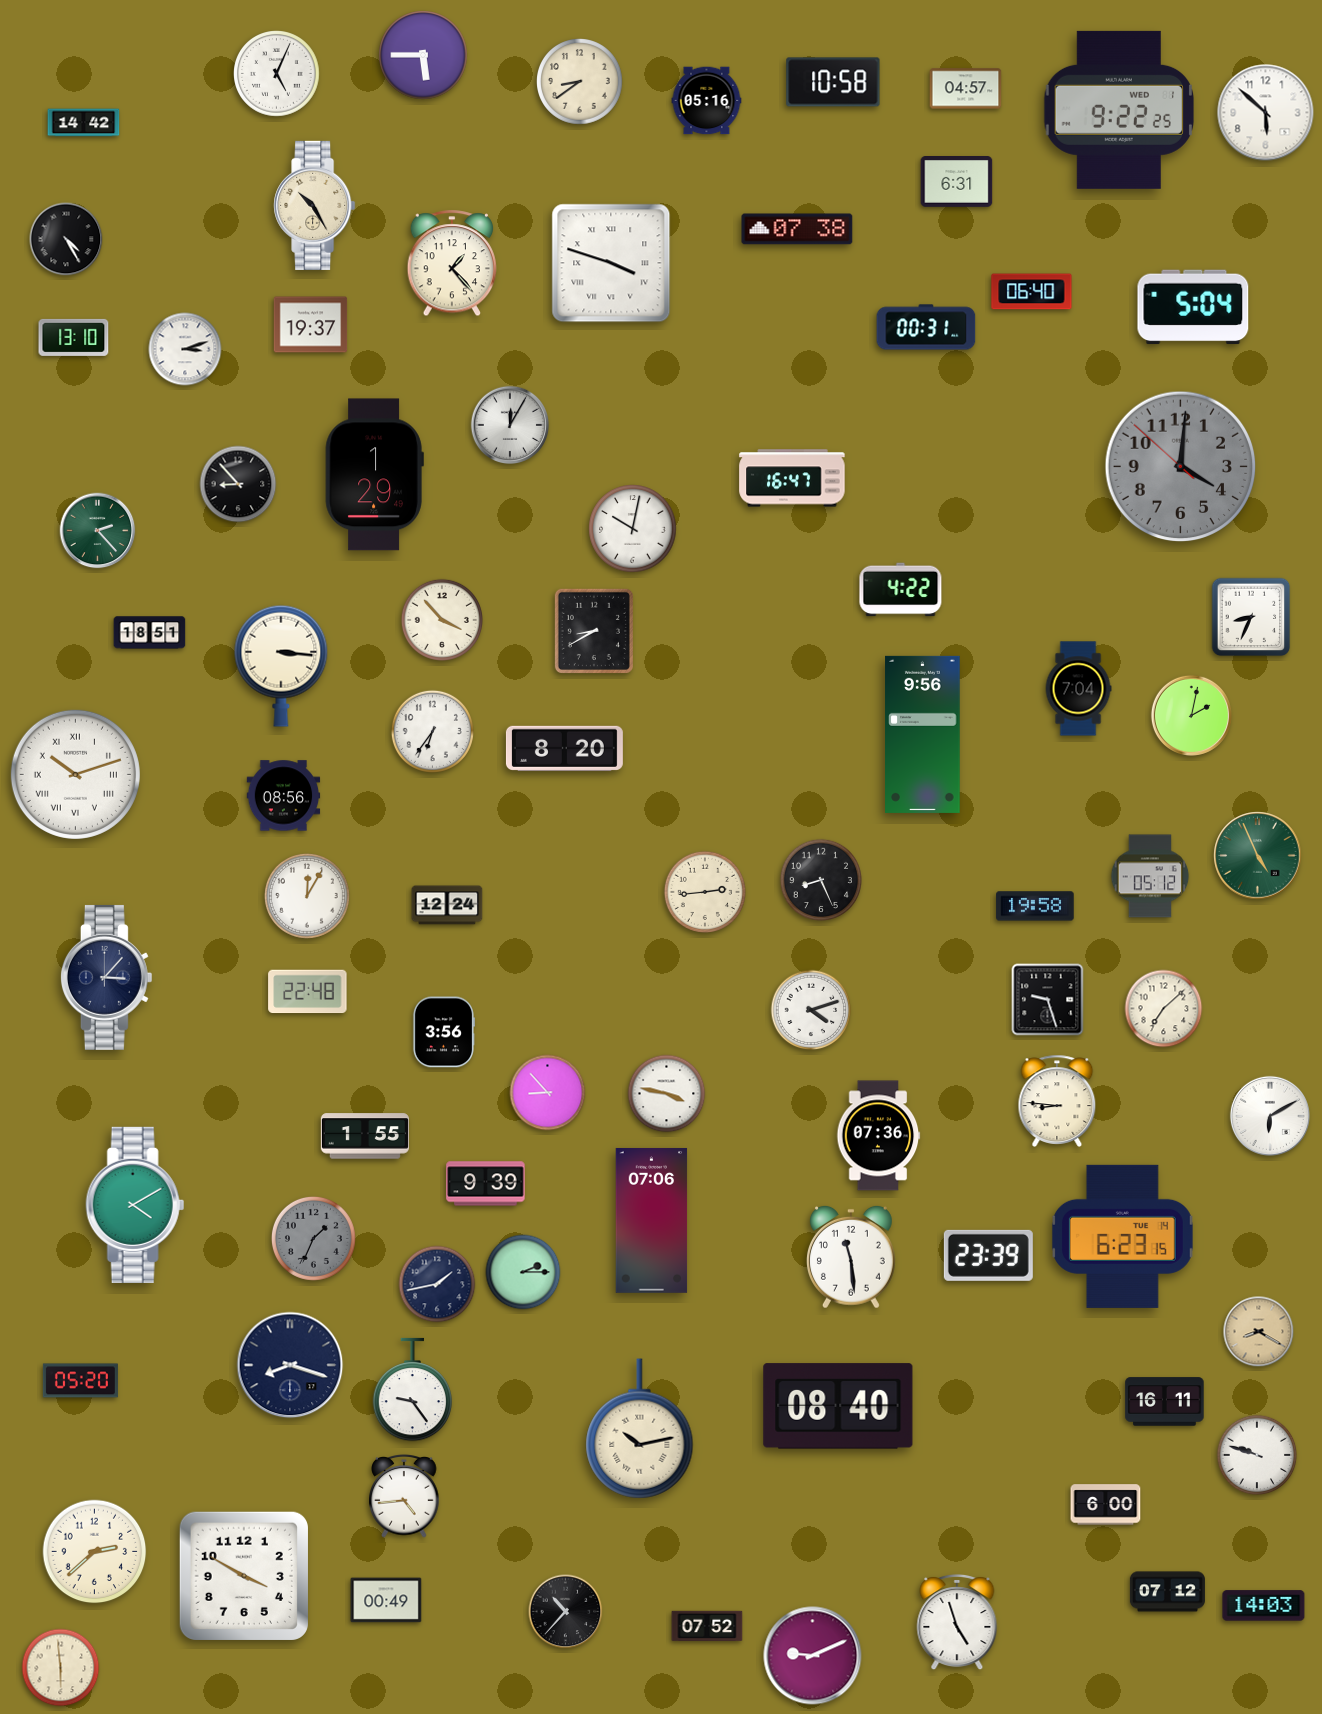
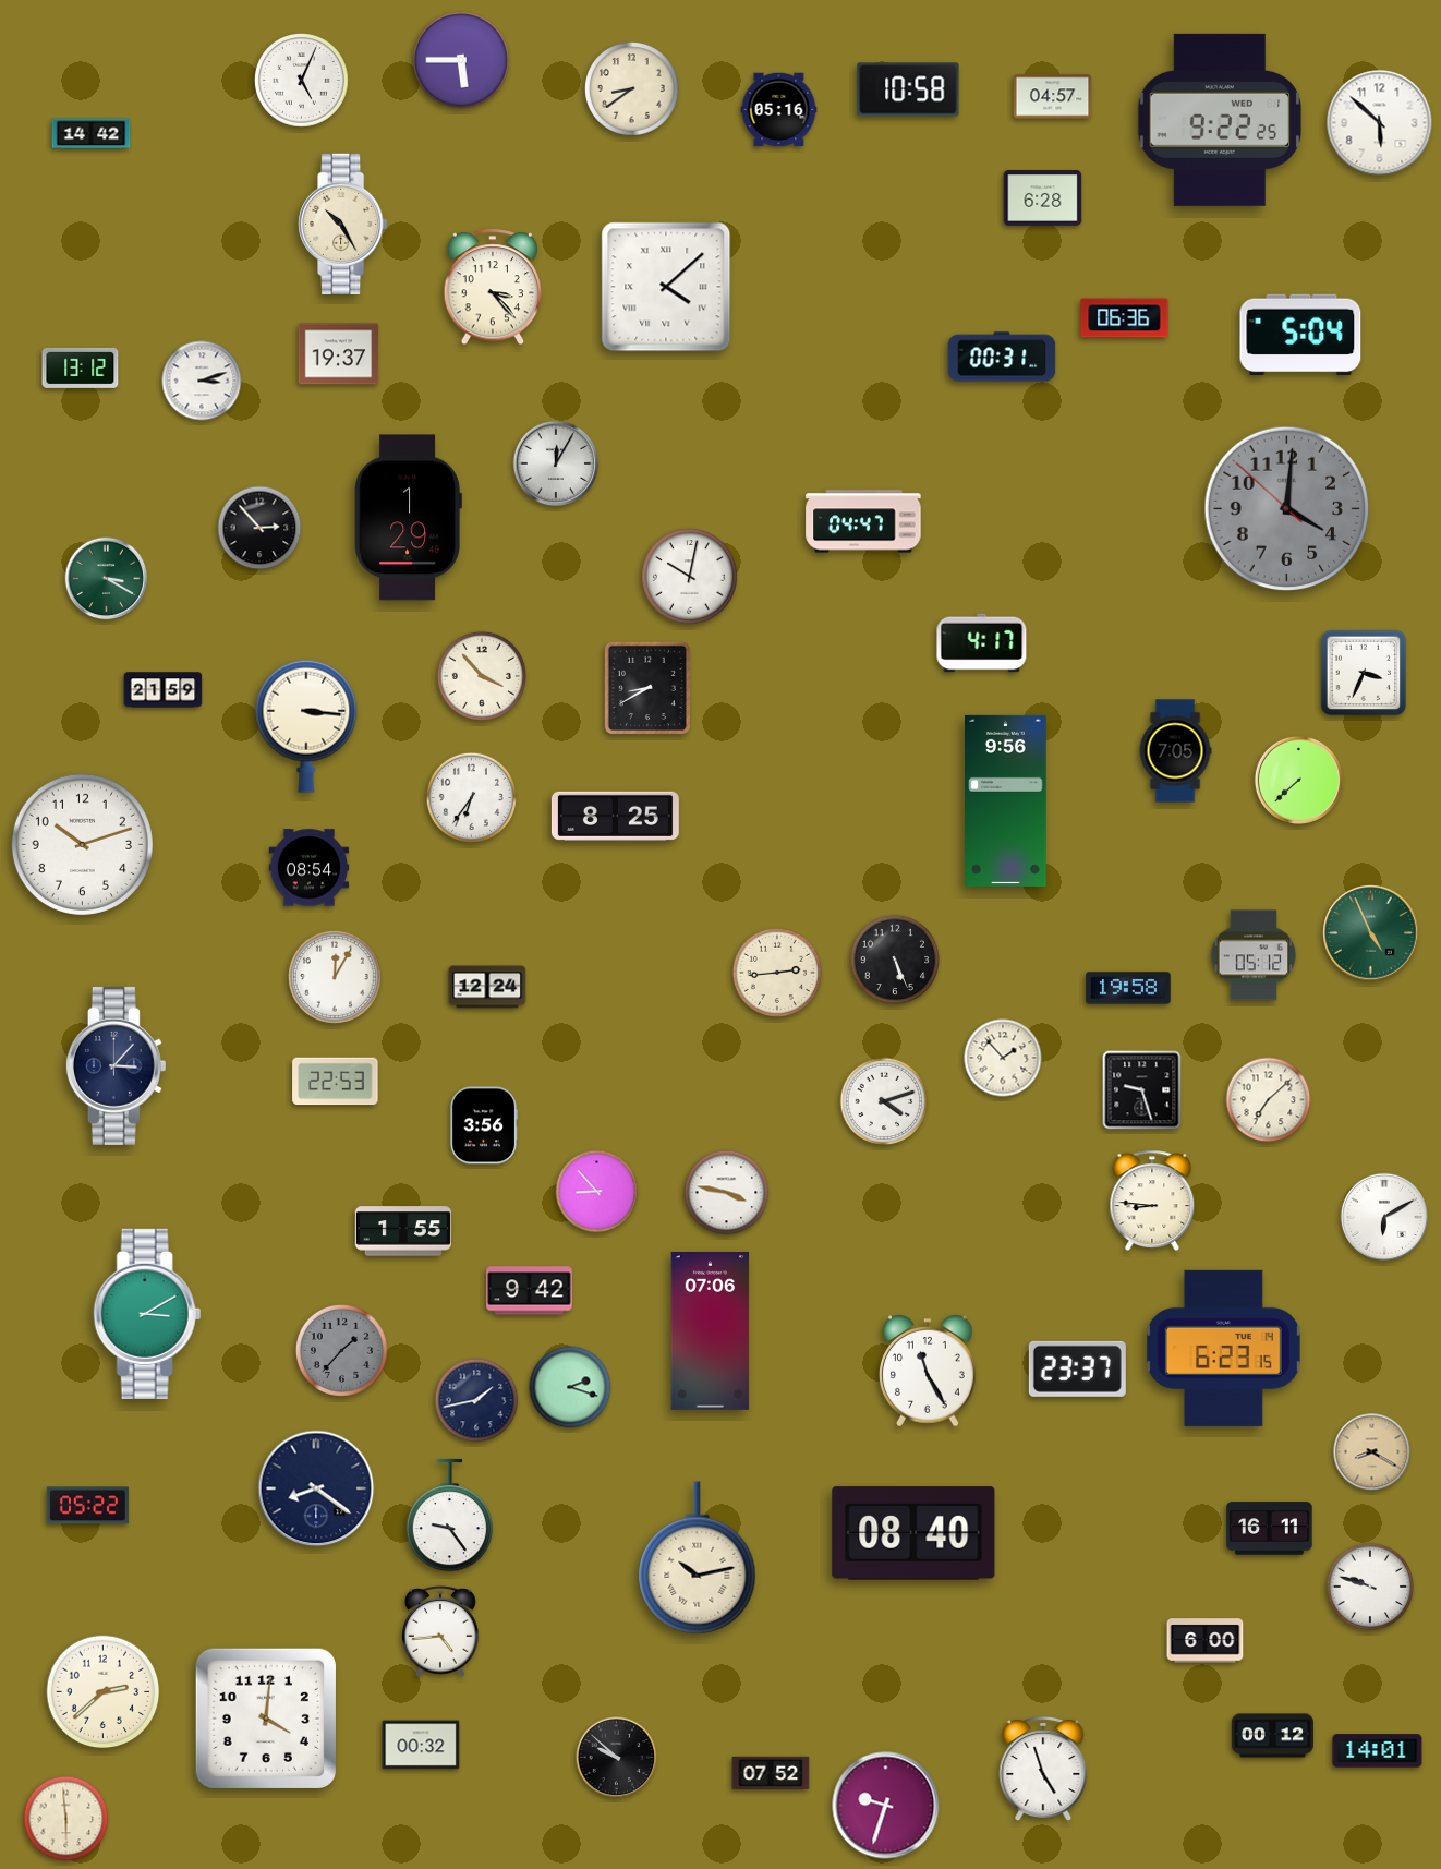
clock at (707, 101) position: (707, 101) -> (779, 110)
clock at (957, 182): 6:31 -> 6:28
clock at (797, 229): 07:38 -> none
clock at (66, 239): 4:25 -> none
clock at (611, 263): 3:48 -> 4:08
clock at (452, 264): 1:23 -> 3:23
clock at (1032, 292): 06:40 -> 06:36
clock at (926, 327) position: (926, 327) -> (1002, 357)
clock at (74, 337): 13:10 -> 13:12
clock at (792, 478): 16:47 -> 04:47
clock at (238, 484): 8:53 -> 2:53
clock at (98, 531): 2:23 -> 3:20
clock at (901, 590): 4:22 -> 4:17
clock at (1251, 617): 8:34 -> 3:34
clock at (150, 633): 18:51 -> 21:59
clock at (1078, 689): 7:04 -> 7:05
clock at (1191, 715): 2:02 -> 7:38
clock at (564, 748): 8:20 -> 8:25
clock at (75, 774) numerals: Roman -> Arabic
clock at (284, 796): 08:56 -> 08:54
clock at (820, 879): 8:26 -> 5:26
clock at (704, 891) position: (704, 891) -> (776, 972)
clock at (1003, 1058): none -> 1:53
clock at (308, 992): 22:48 -> 22:53
clock at (365, 1136) position: (365, 1136) -> (403, 1231)
clock at (879, 1136): 07:36 -> none
clock at (486, 1184): 9:39 -> 9:42
clock at (135, 1205): 4:10 -> 3:10
clock at (313, 1238): 1:34 -> 1:37
clock at (988, 1255): 23:39 -> 23:37
clock at (852, 1257): 11:29 -> 11:25
clock at (523, 1272): 2:15 -> 2:18
clock at (290, 1365): 8:18 -> 8:21
clock at (80, 1381): 05:20 -> 05:22
clock at (244, 1576): 3:50 -> 4:01
clock at (1167, 1592): 07:12 -> 00:12
clock at (386, 1600): 00:49 -> 00:32
clock at (1264, 1606): 14:03 -> 14:01
clock at (566, 1612): 10:37 -> 9:52
clock at (813, 1656): 9:11 -> 9:33
